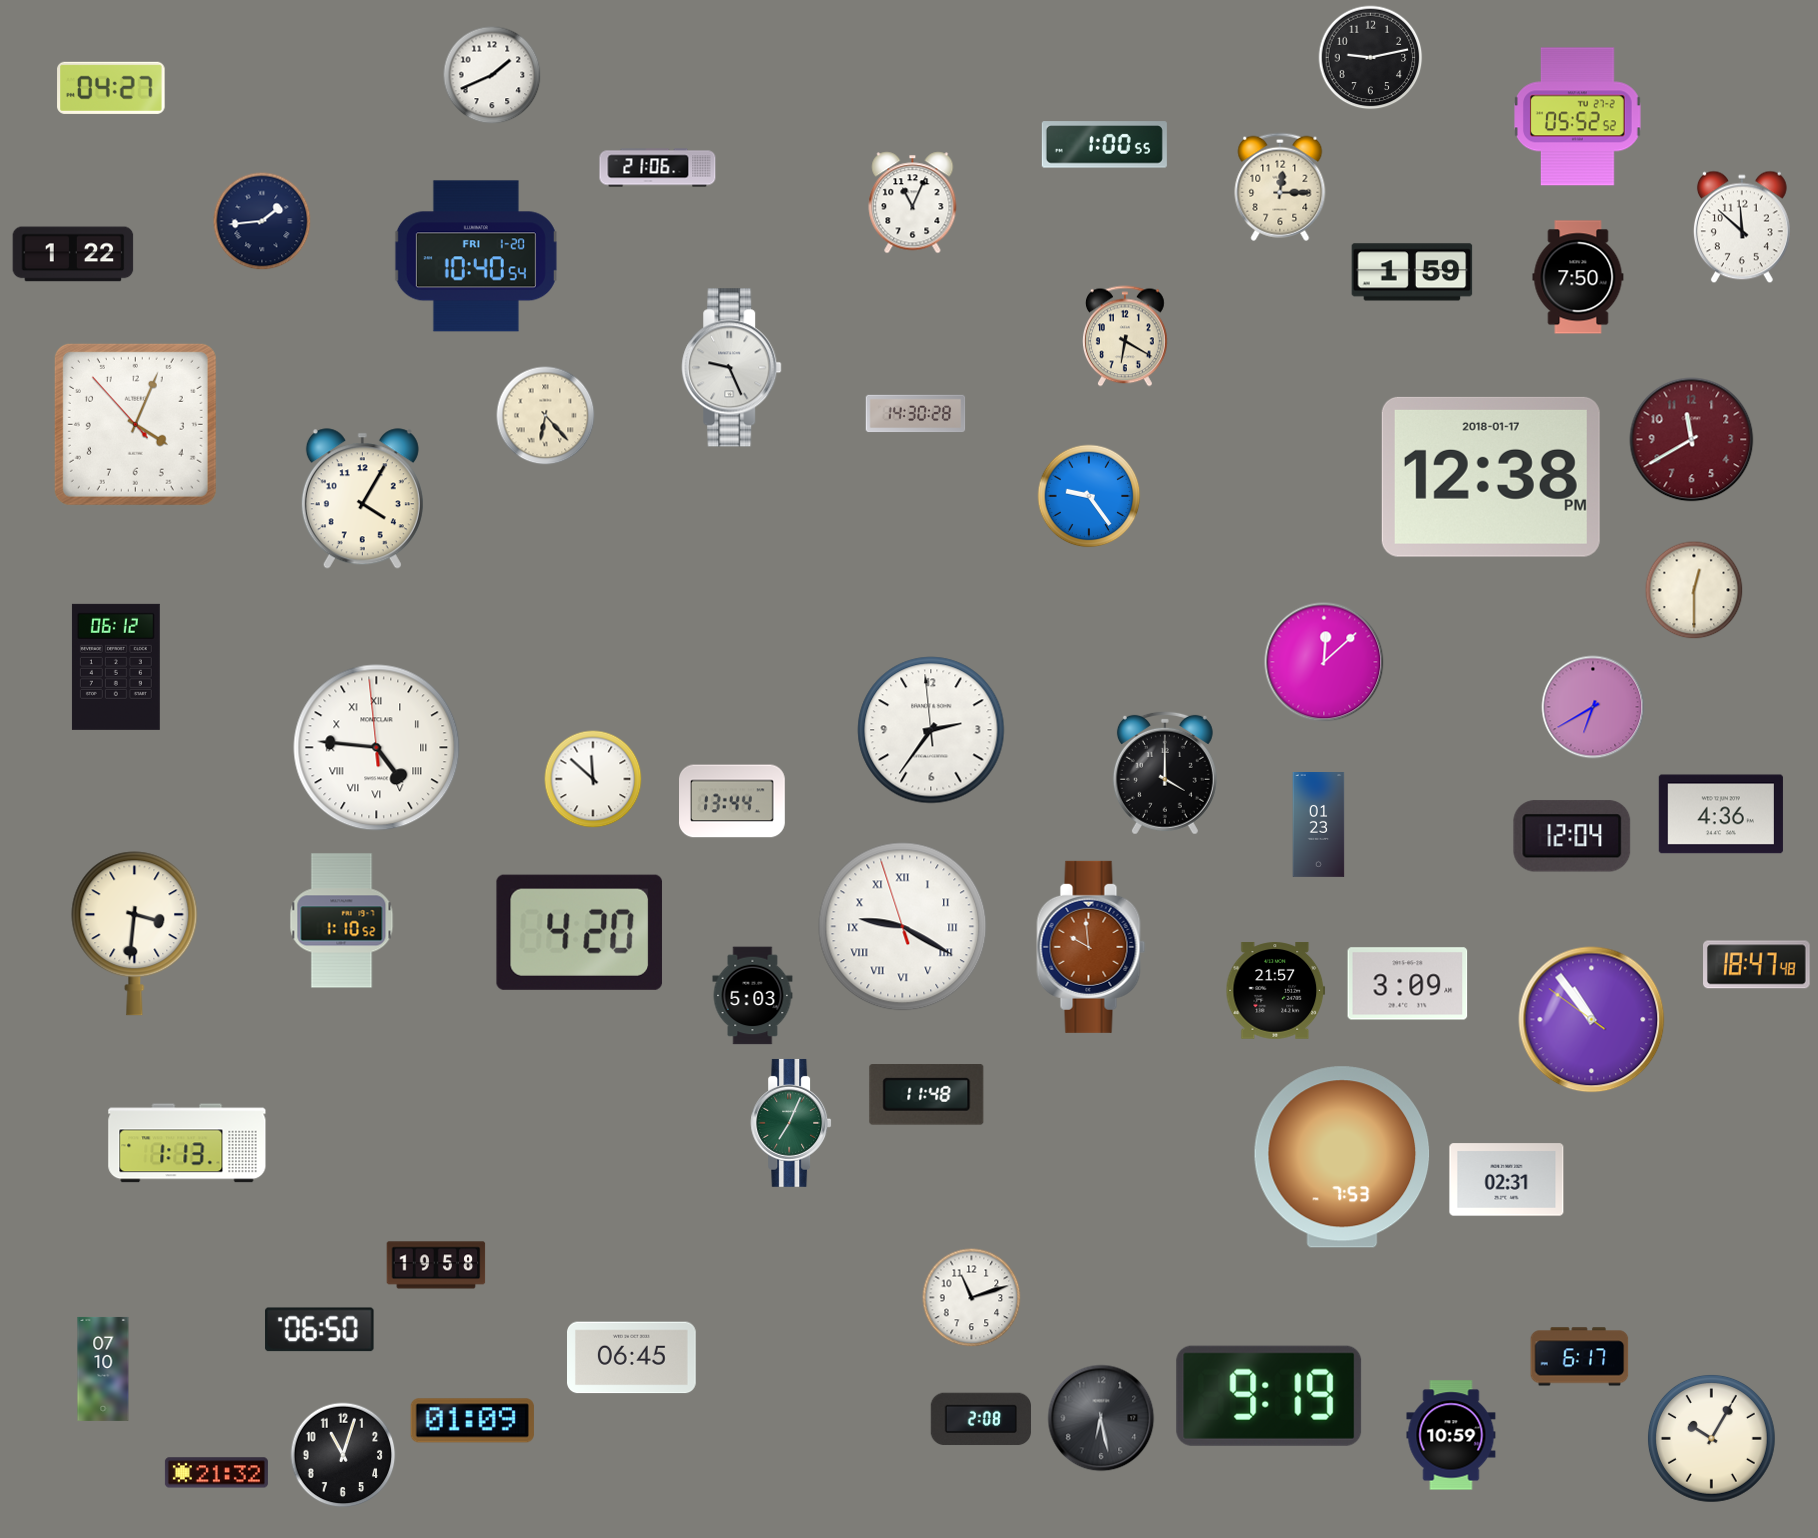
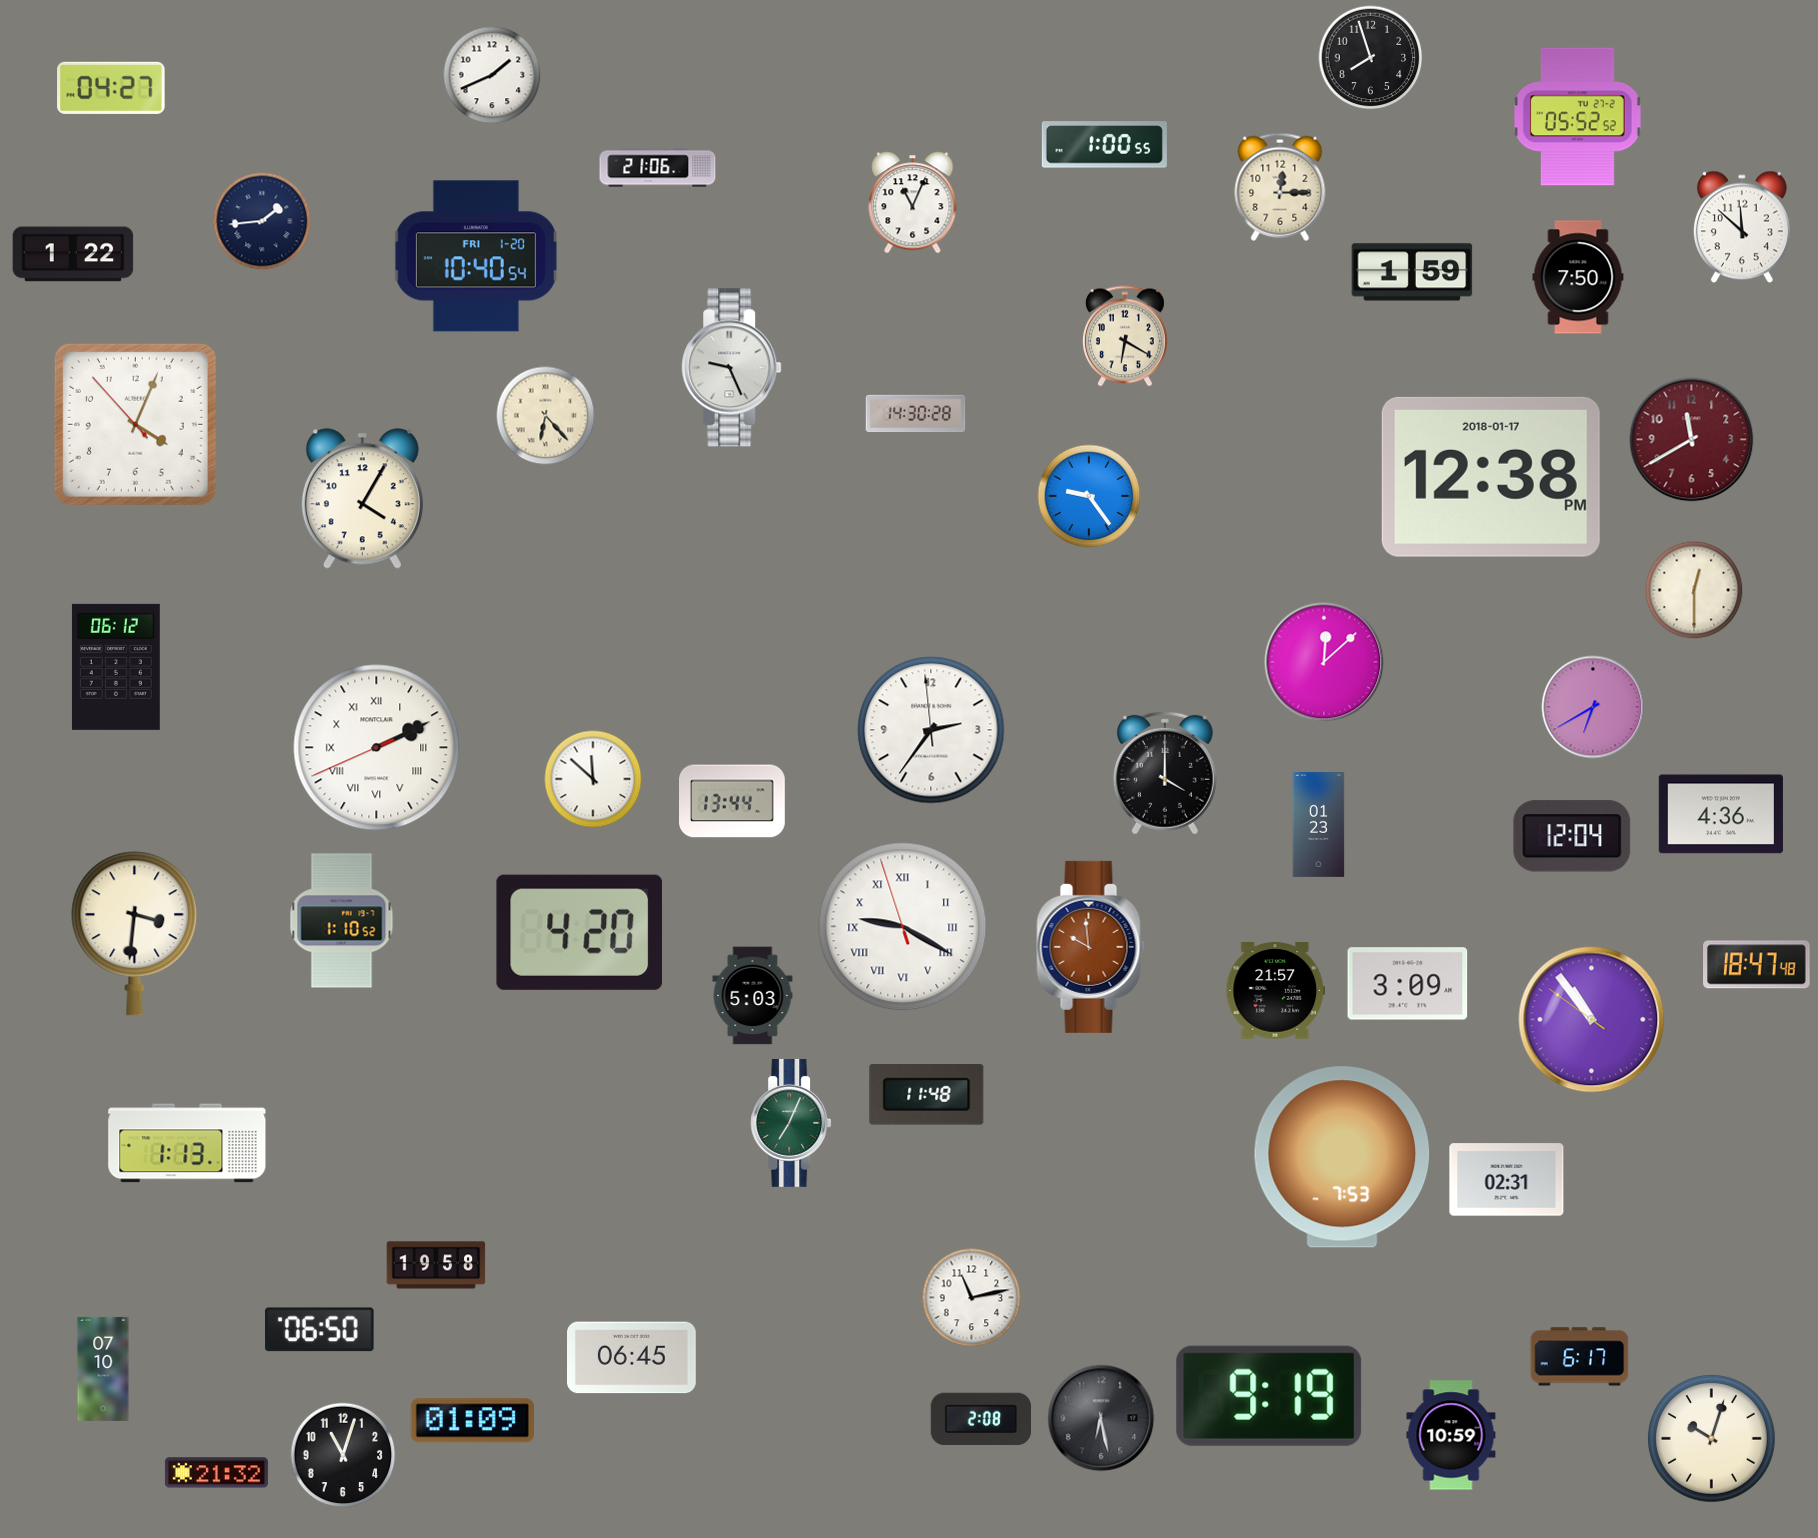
clock at (1371, 58): 9:13 -> 7:57
clock at (377, 748): 4:45 -> 2:10
clock at (972, 1298): 11:12 -> 11:13
clock at (1711, 1438): 10:05 -> 10:03
